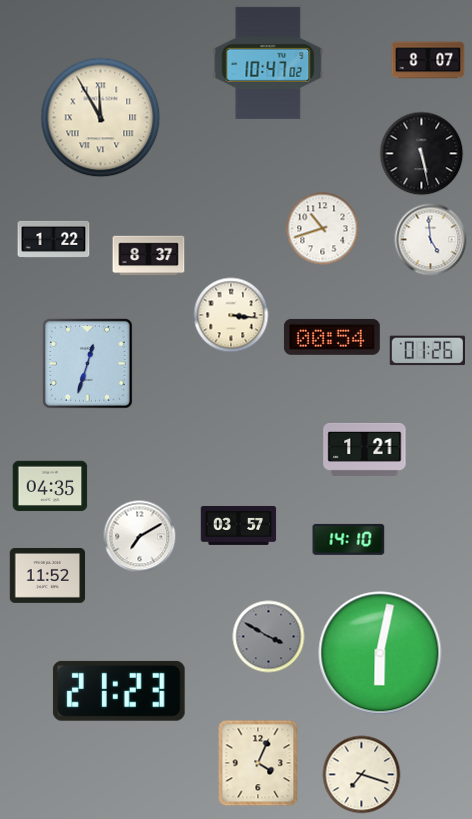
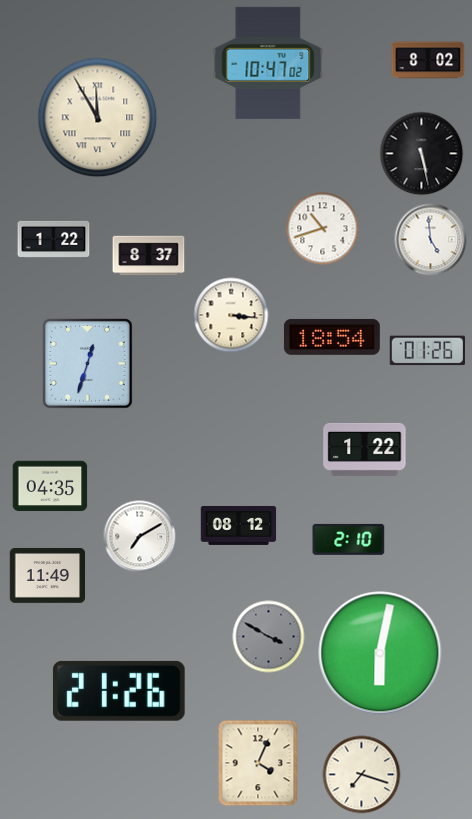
clock at (428, 60): 8:07 -> 8:02
clock at (101, 118) position: (101, 118) -> (98, 118)
clock at (332, 337): 00:54 -> 18:54
clock at (365, 449): 1:21 -> 1:22
clock at (239, 525): 03:57 -> 08:12
clock at (349, 539): 14:10 -> 2:10
clock at (48, 575): 11:52 -> 11:49
clock at (119, 691): 21:23 -> 21:26
